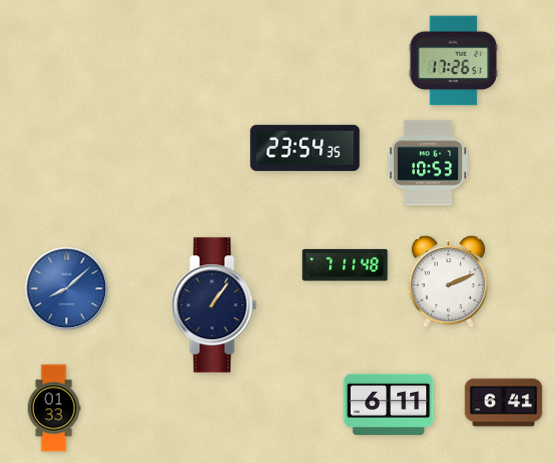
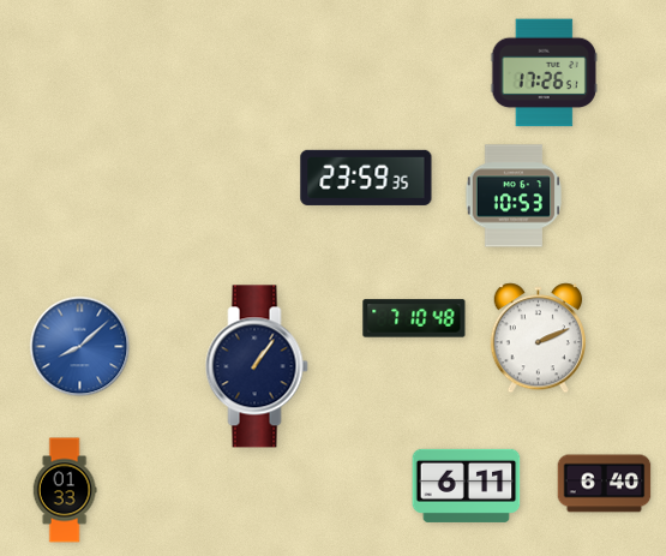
clock at (305, 148): 23:54 -> 23:59
clock at (345, 265): 7:11 -> 7:10
clock at (504, 403): 6:41 -> 6:40
